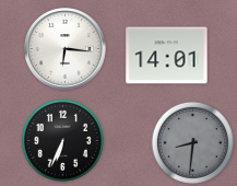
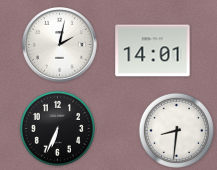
clock at (66, 49): 6:16 -> 2:02
clock at (192, 142) dial: grey -> white
